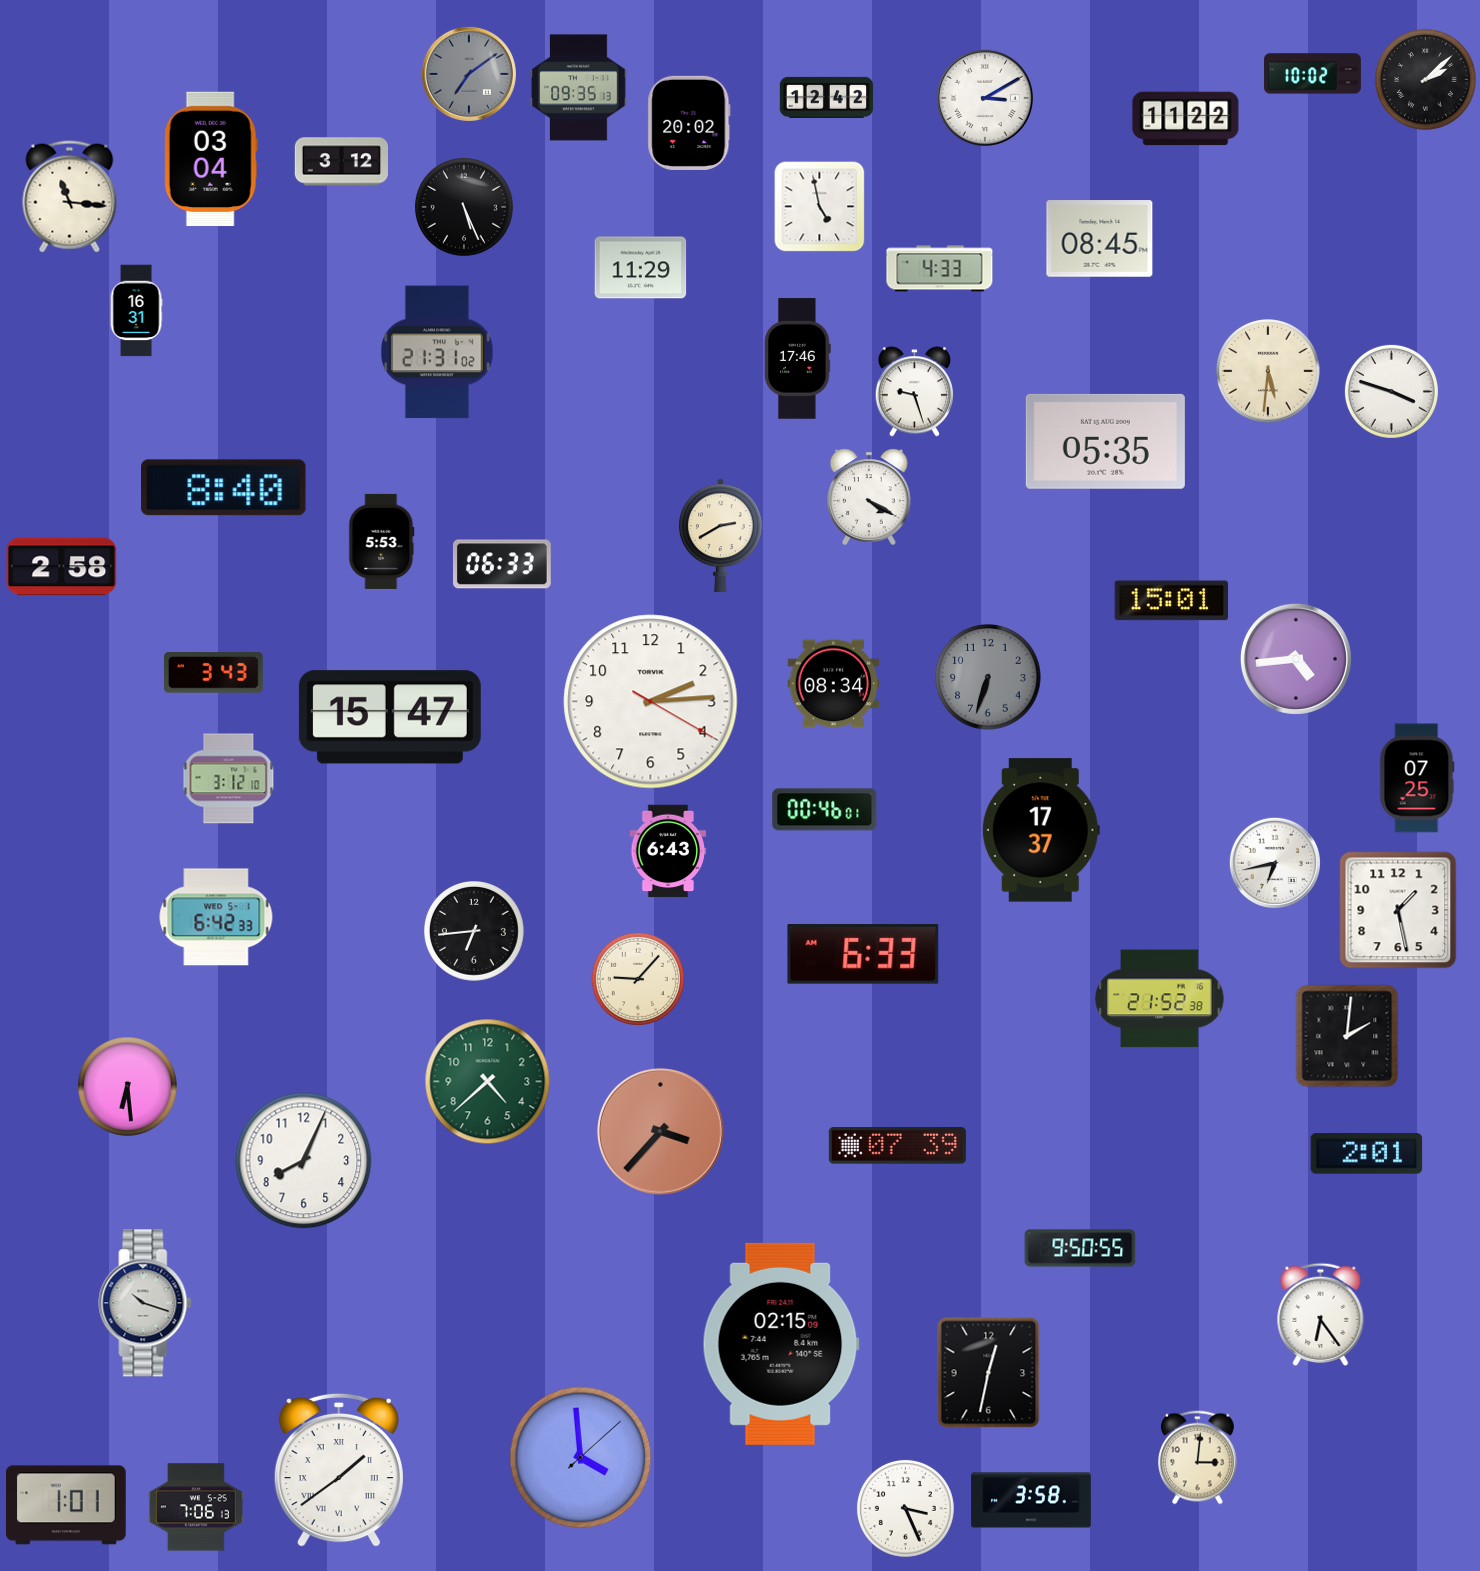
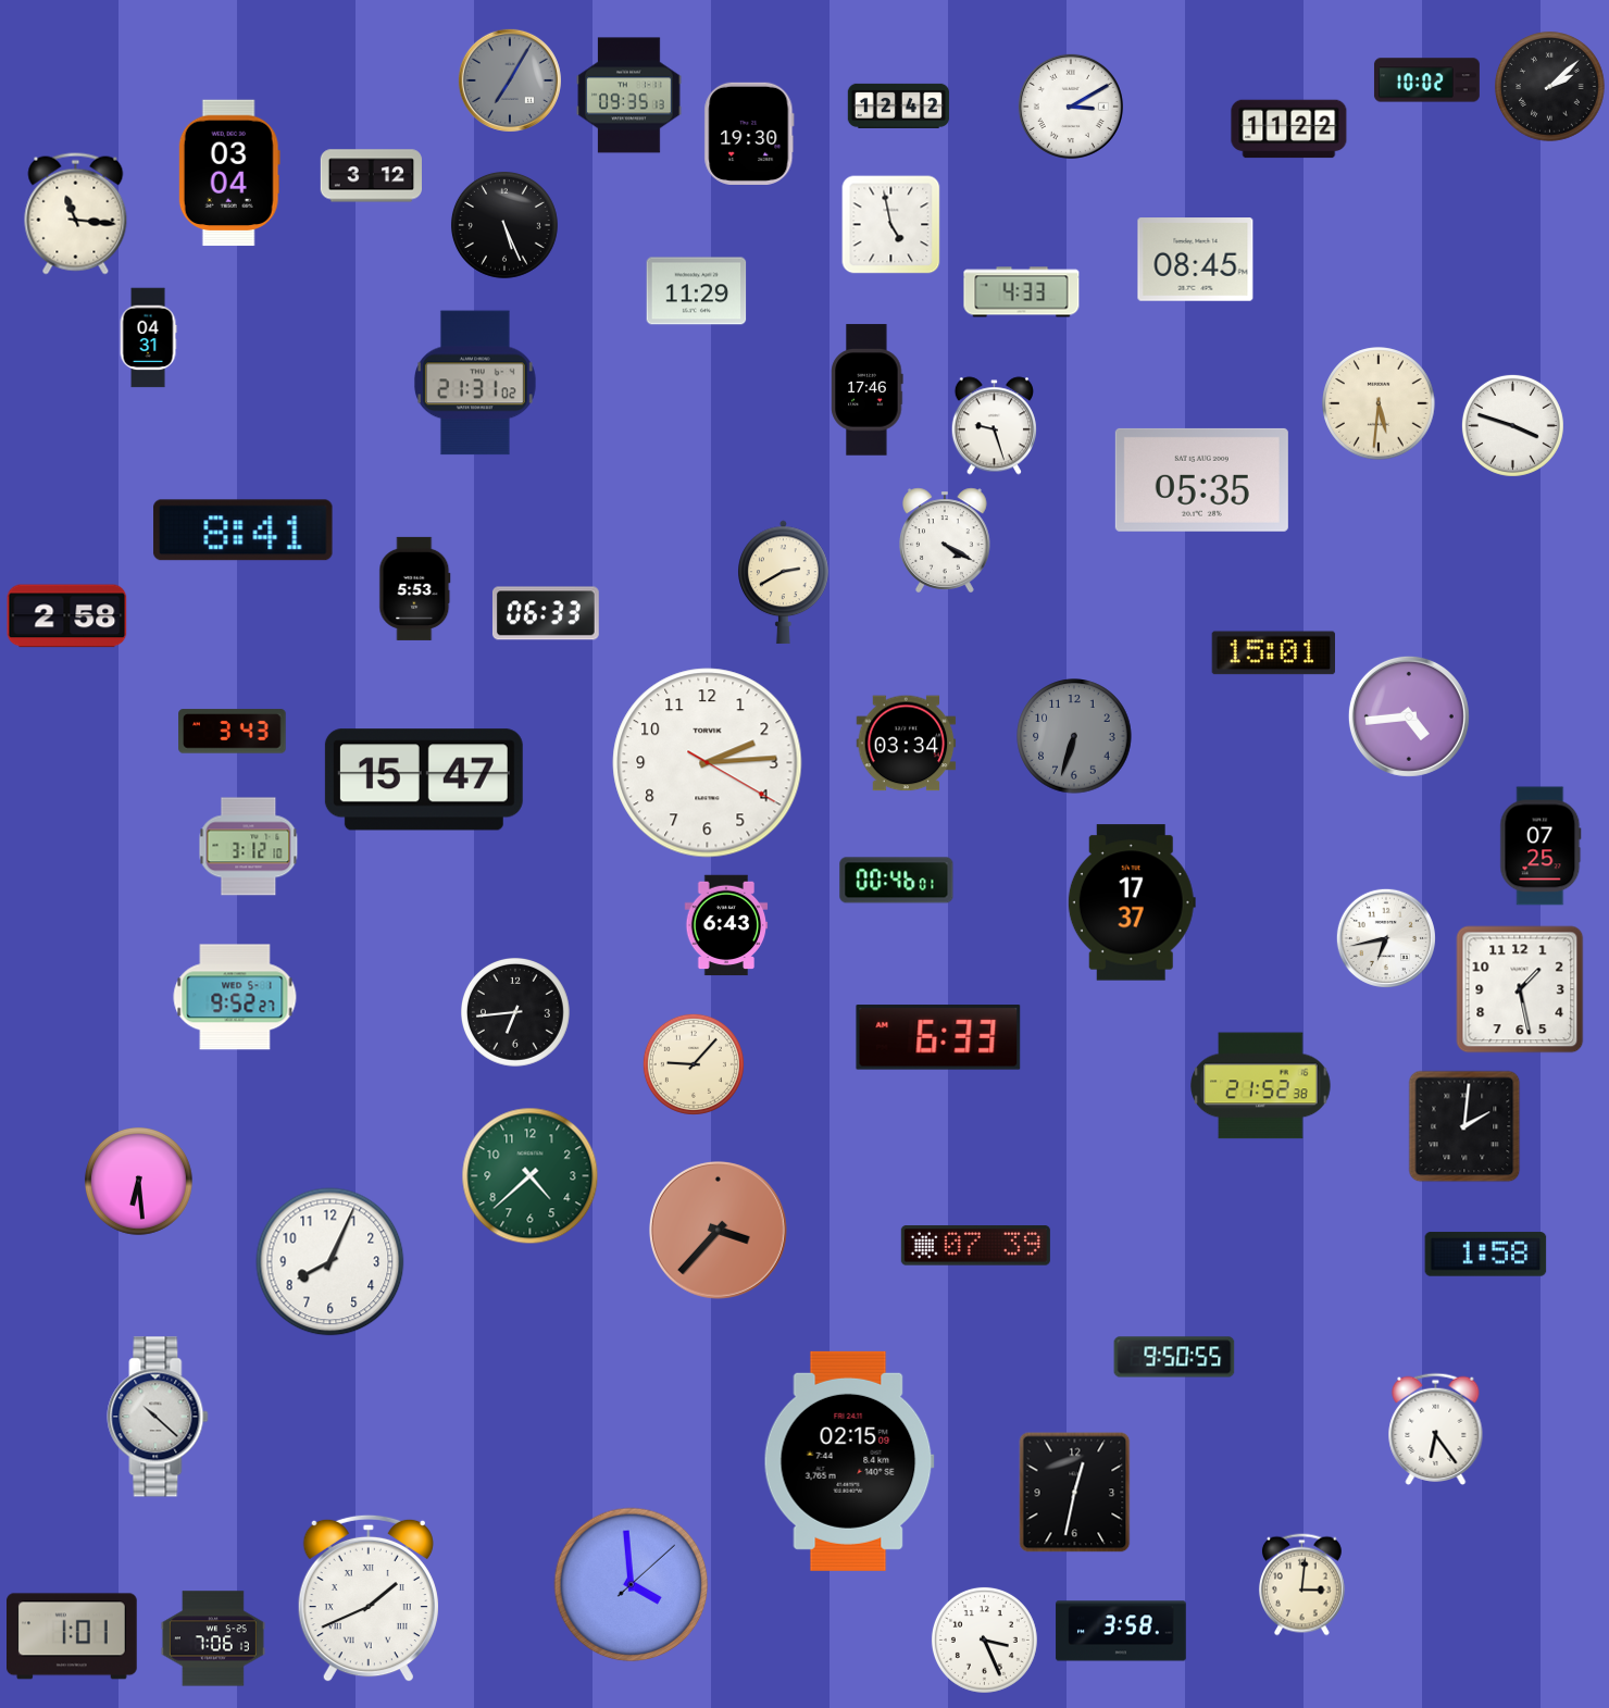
clock at (469, 74): 7:09 -> 7:05
clock at (689, 123): 20:02 -> 19:30
clock at (136, 311): 16:31 -> 04:31
clock at (224, 488): 8:40 -> 8:41
clock at (834, 684): 08:34 -> 03:34
clock at (216, 917): 6:42 -> 9:52
clock at (1367, 1154): 2:01 -> 1:58
clock at (145, 1303): 10:18 -> 10:22
clock at (339, 1470): 1:39 -> 1:41
